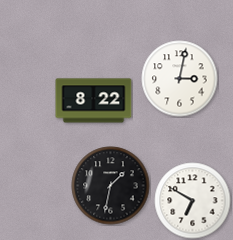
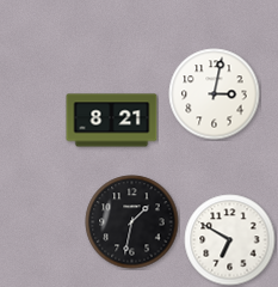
clock at (94, 101): 8:22 -> 8:21
